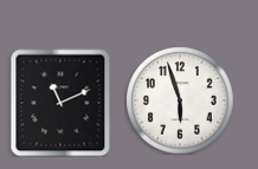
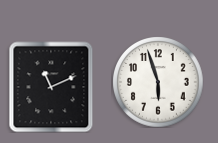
clock at (180, 100) position: (180, 100) -> (158, 82)
